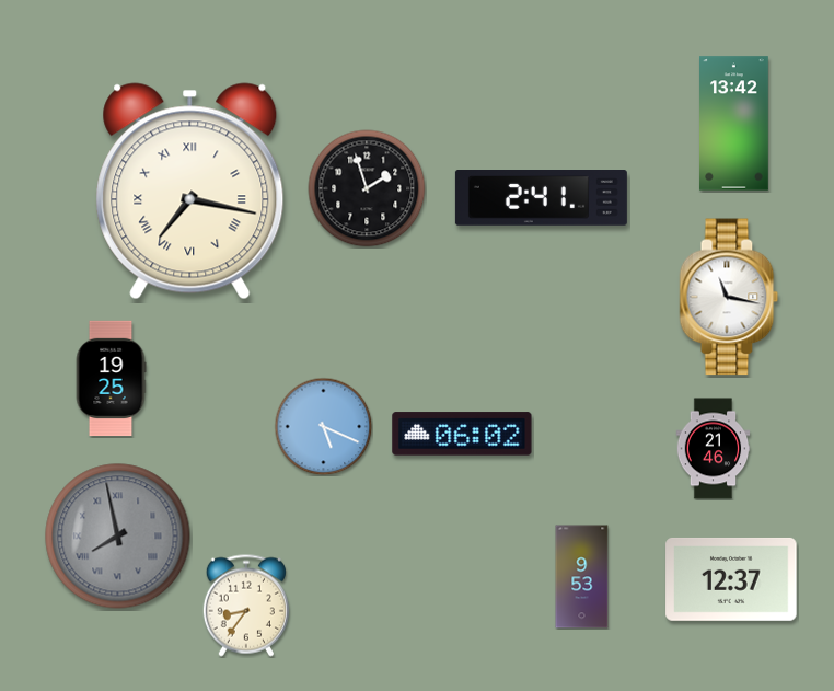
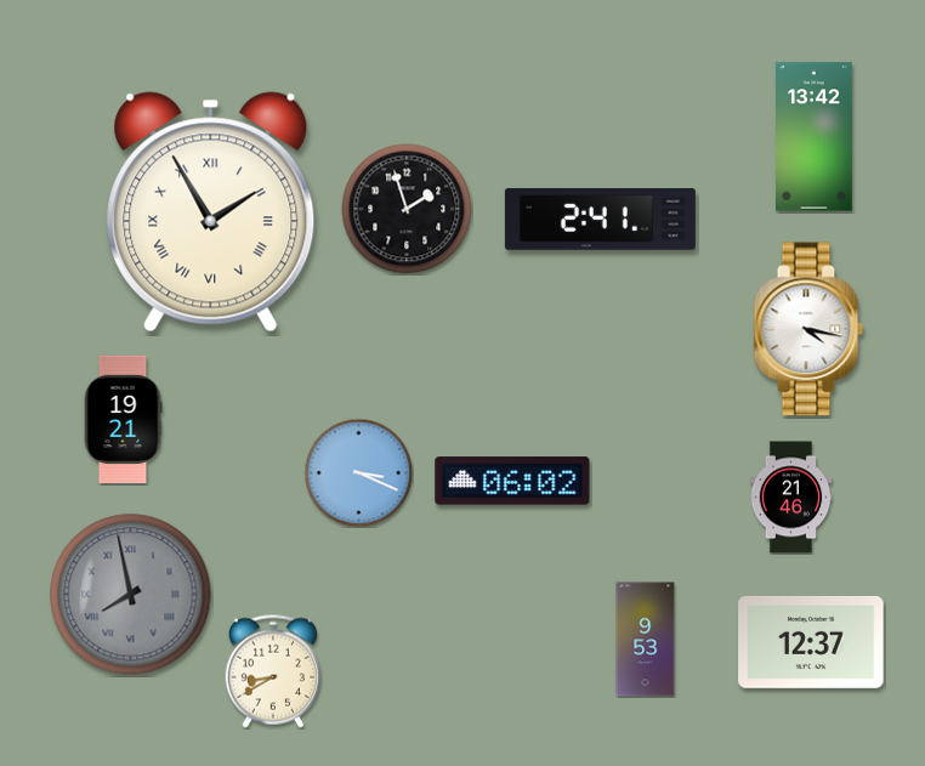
clock at (190, 192): 7:17 -> 1:55
clock at (729, 297): 11:17 -> 4:17
clock at (111, 379): 19:25 -> 19:21
clock at (323, 426): 5:19 -> 3:19
clock at (246, 606): 8:36 -> 8:40
